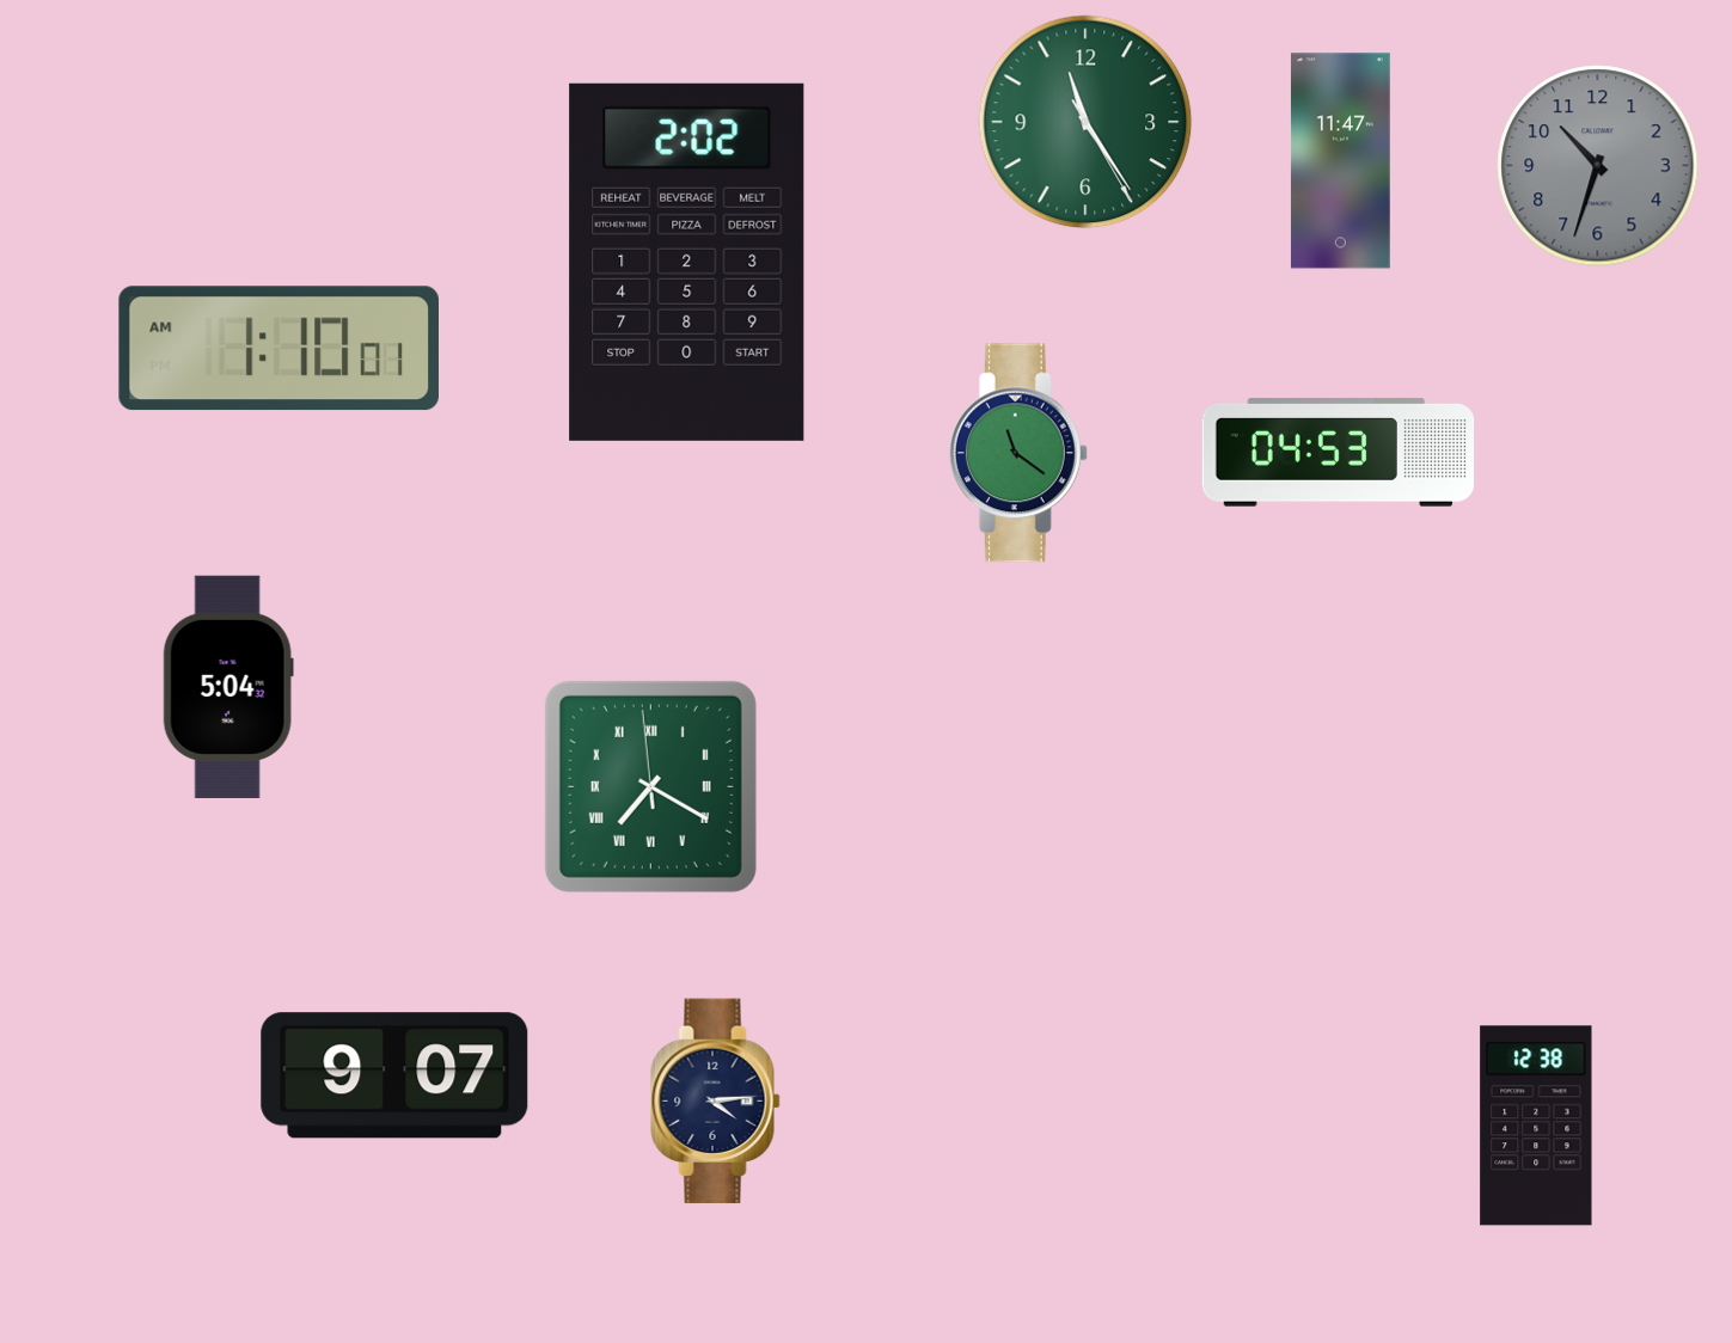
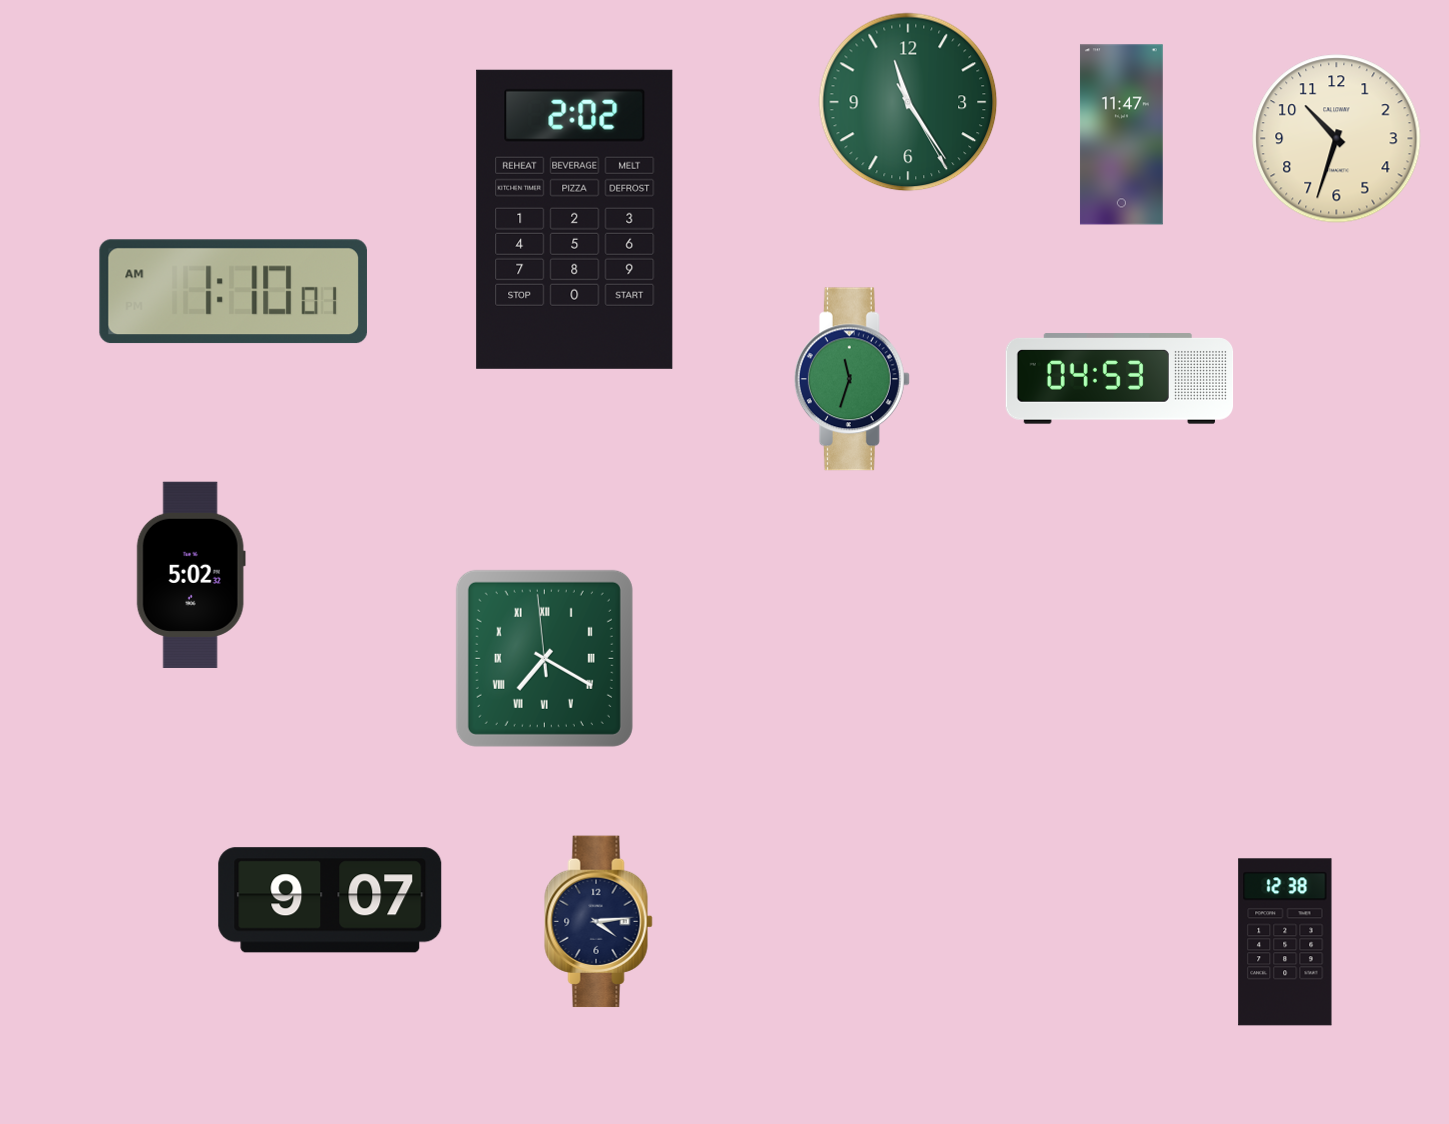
clock at (1598, 166) dial: grey -> cream
clock at (1018, 453): 11:21 -> 11:33
clock at (228, 687): 5:04 -> 5:02
